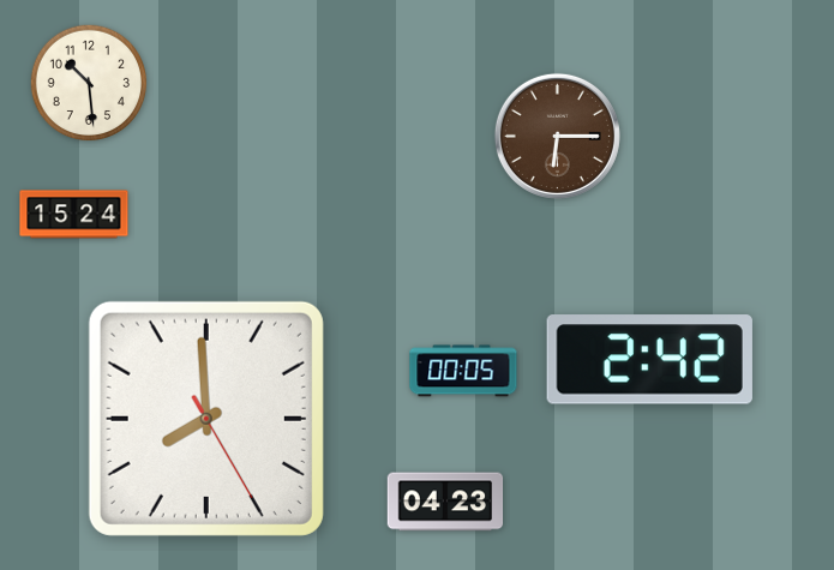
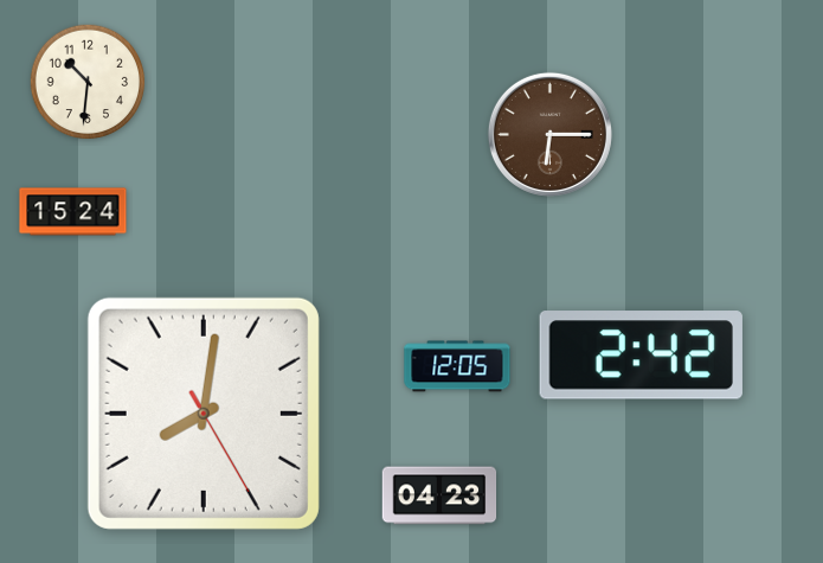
clock at (89, 83): 10:29 -> 10:31
clock at (463, 371): 00:05 -> 12:05
clock at (206, 419): 7:59 -> 8:01
